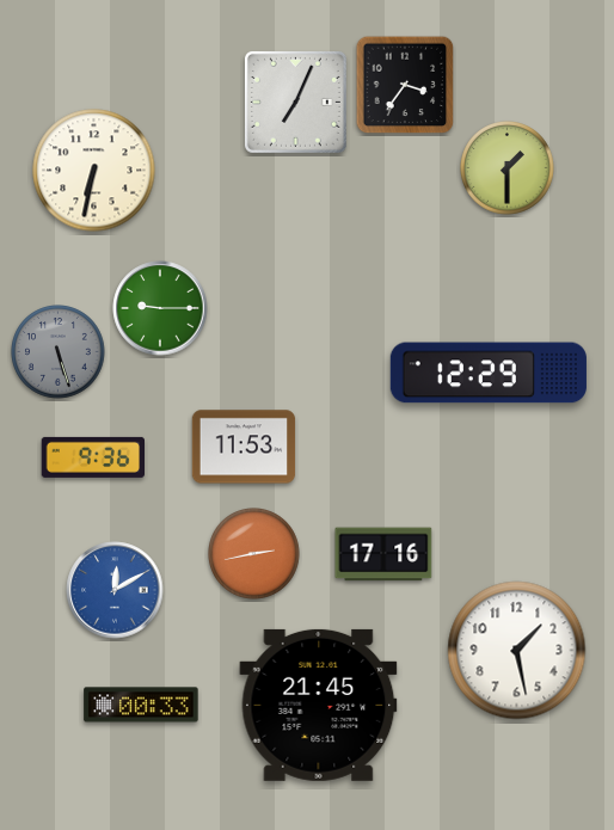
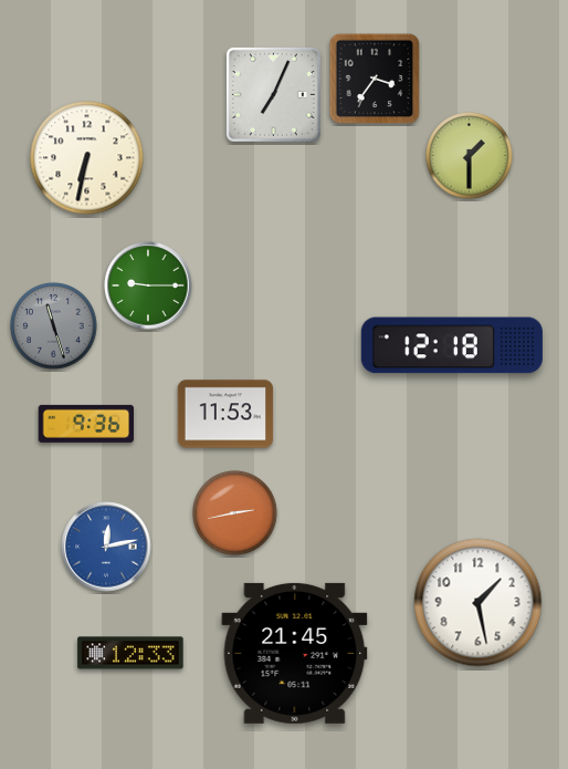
clock at (59, 352): 5:27 -> 11:27
clock at (489, 373): 12:29 -> 12:18
clock at (383, 554): 17:16 -> none
clock at (115, 590): 12:10 -> 12:13
clock at (141, 705): 00:33 -> 12:33
